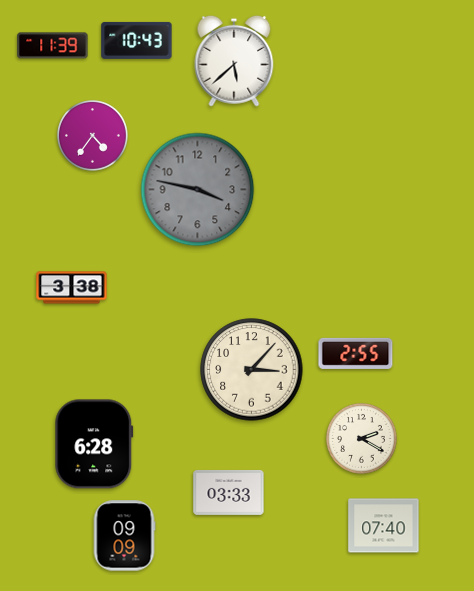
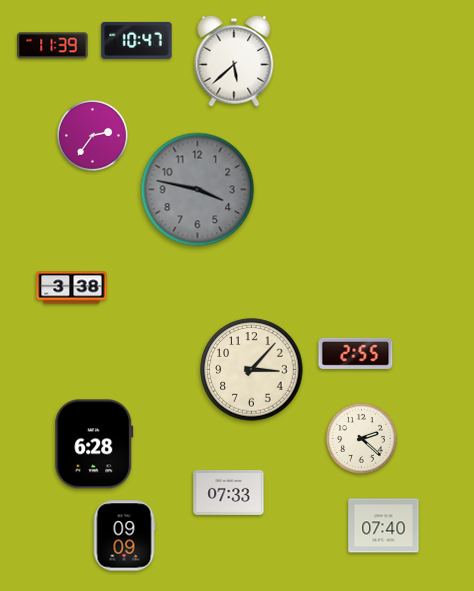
clock at (137, 40): 10:43 -> 10:47
clock at (93, 136): 4:36 -> 2:36
clock at (362, 439): 2:20 -> 2:22
clock at (229, 492): 03:33 -> 07:33
